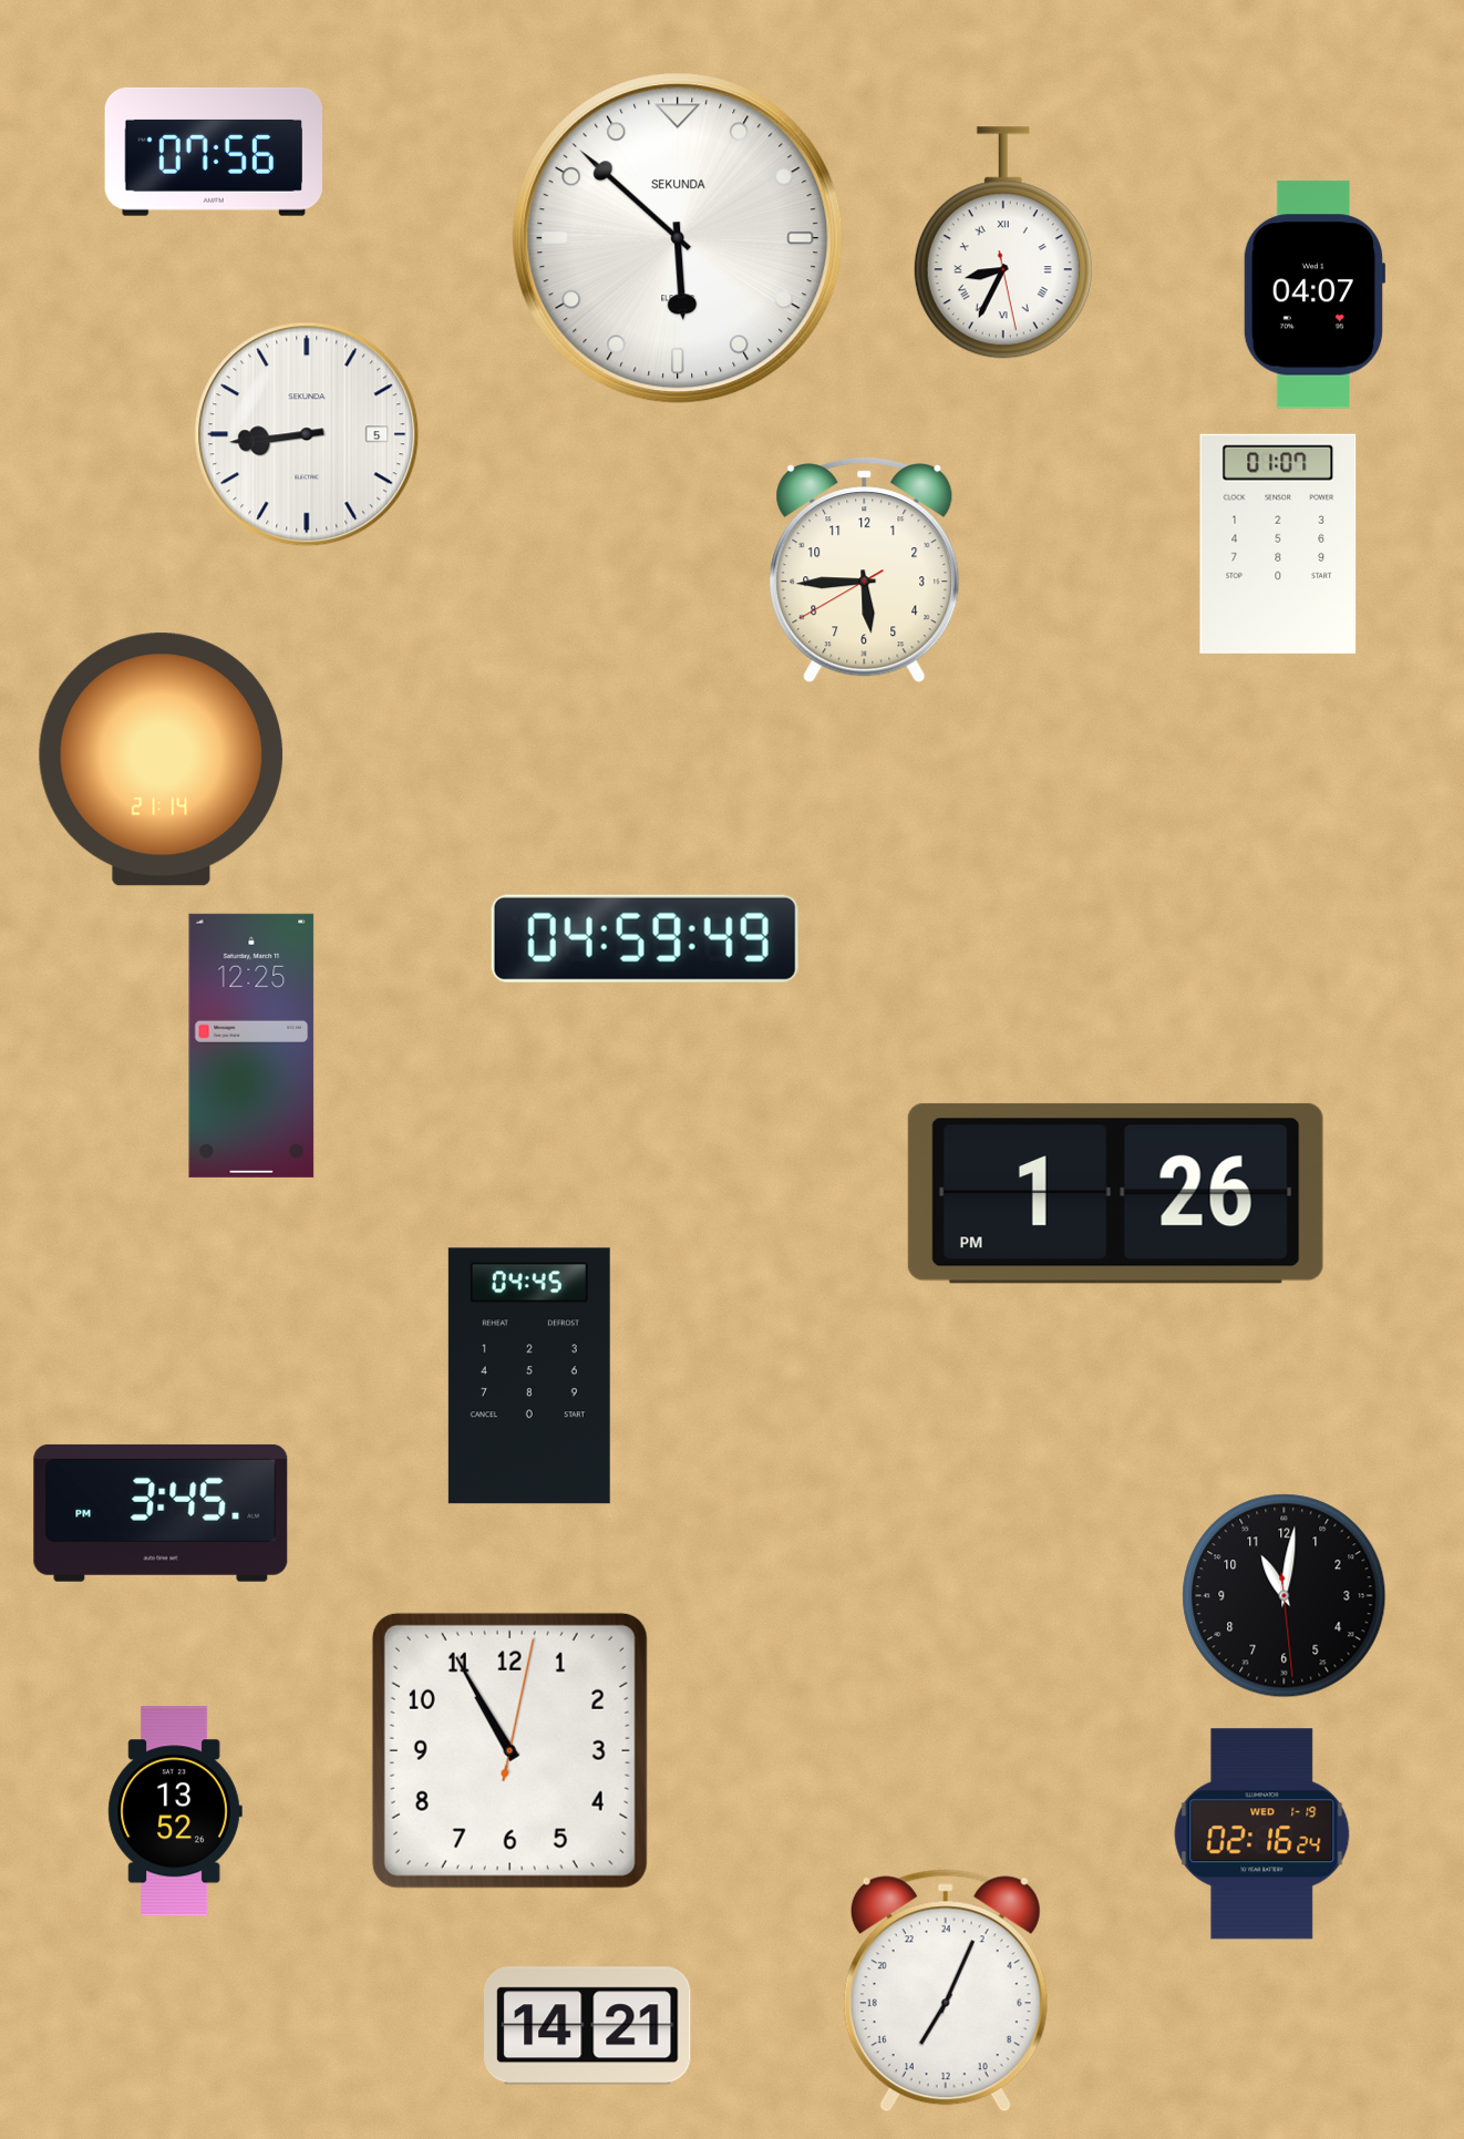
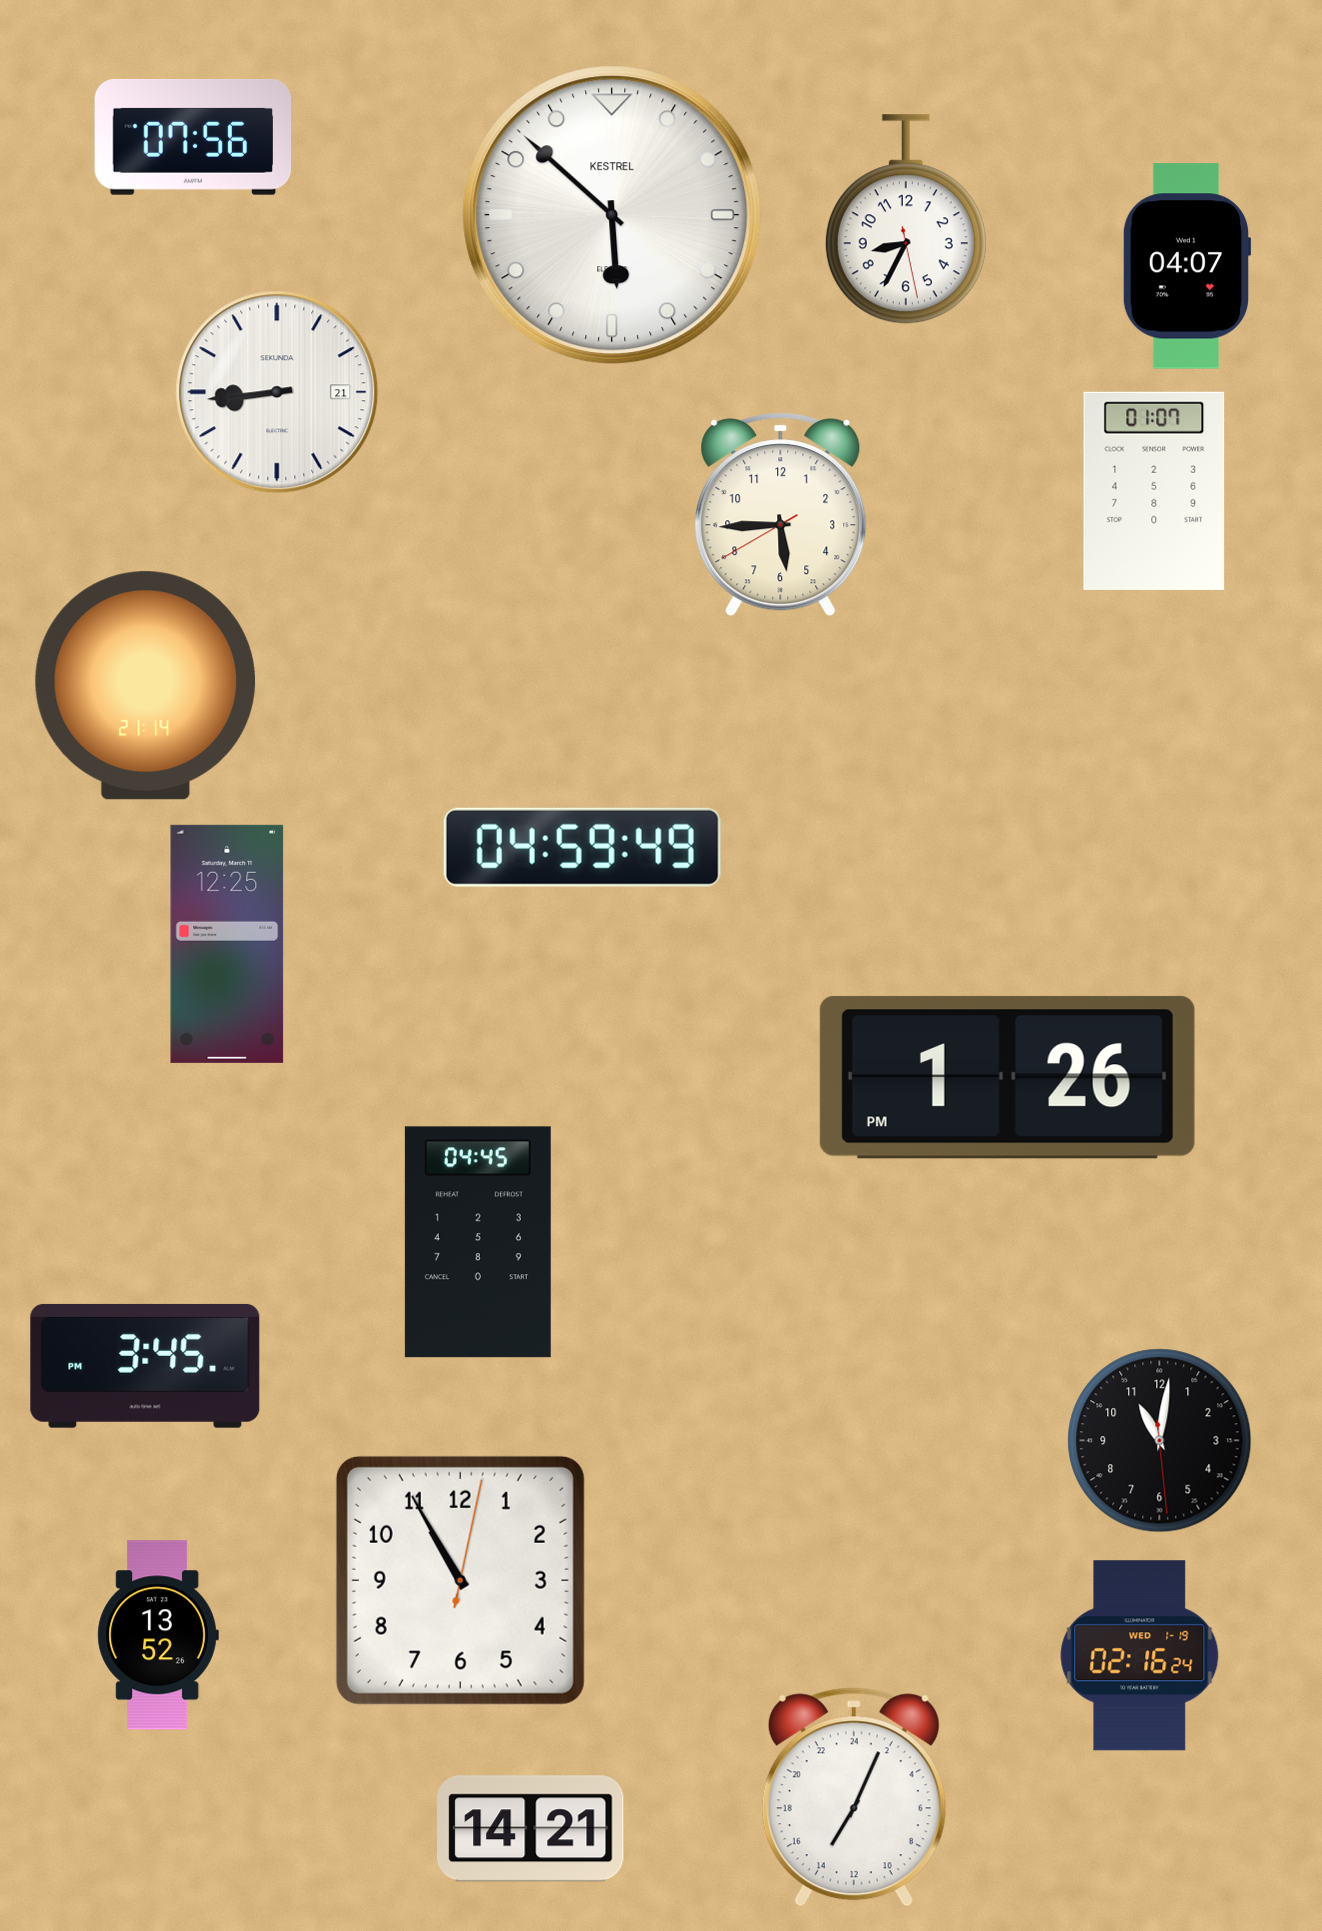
clock at (678, 238) brand: SEKUNDA -> KESTREL
clock at (1003, 243) numerals: Roman -> Arabic
clock at (307, 434) date: 5 -> 21
